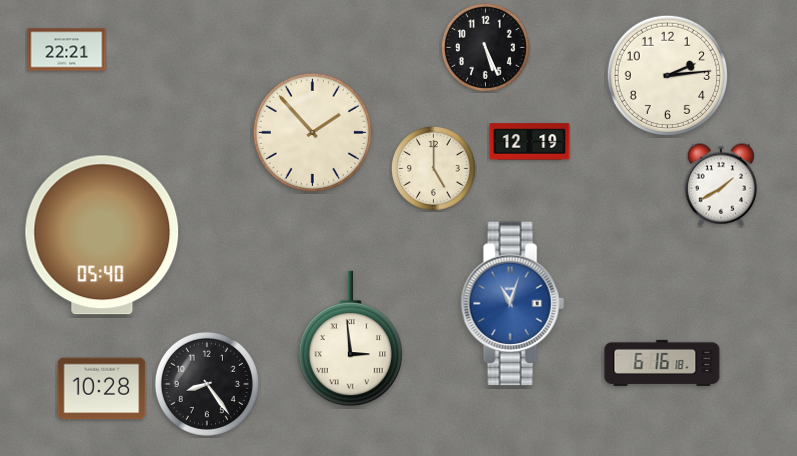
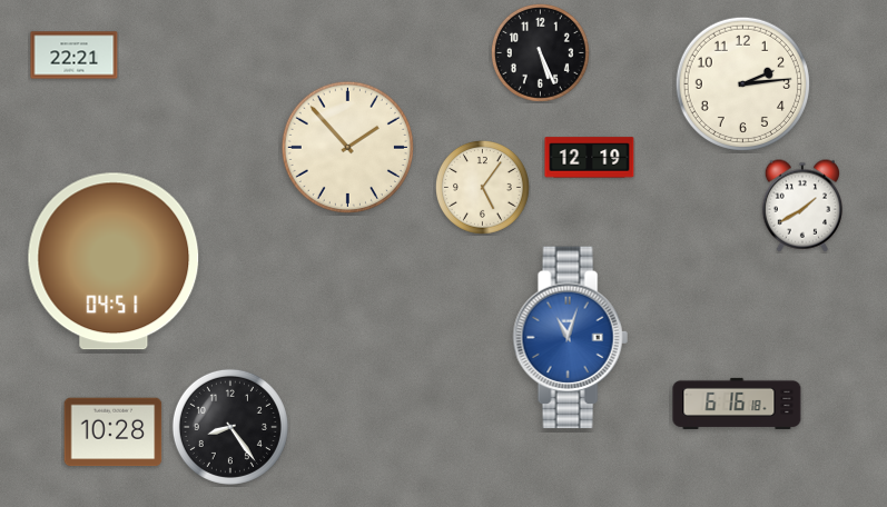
clock at (434, 169): 5:00 -> 5:06
clock at (102, 235): 05:40 -> 04:51
clock at (350, 339): 2:59 -> none
